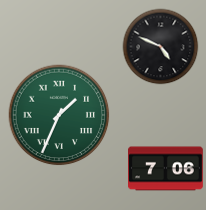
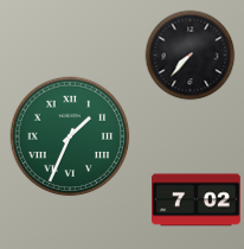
clock at (161, 47): 4:49 -> 7:37
clock at (166, 169): 7:06 -> 7:02
